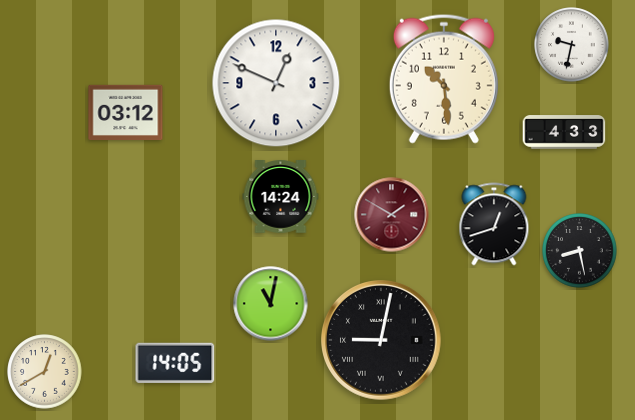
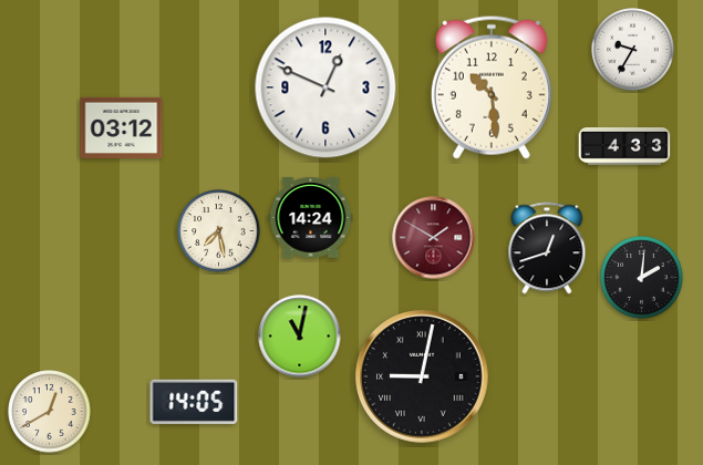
clock at (572, 45): 9:32 -> 9:35
clock at (276, 83) position: (276, 83) -> (325, 87)
clock at (126, 112) position: (126, 112) -> (122, 127)
clock at (219, 231): none -> 7:28
clock at (580, 251): 8:28 -> 2:01
